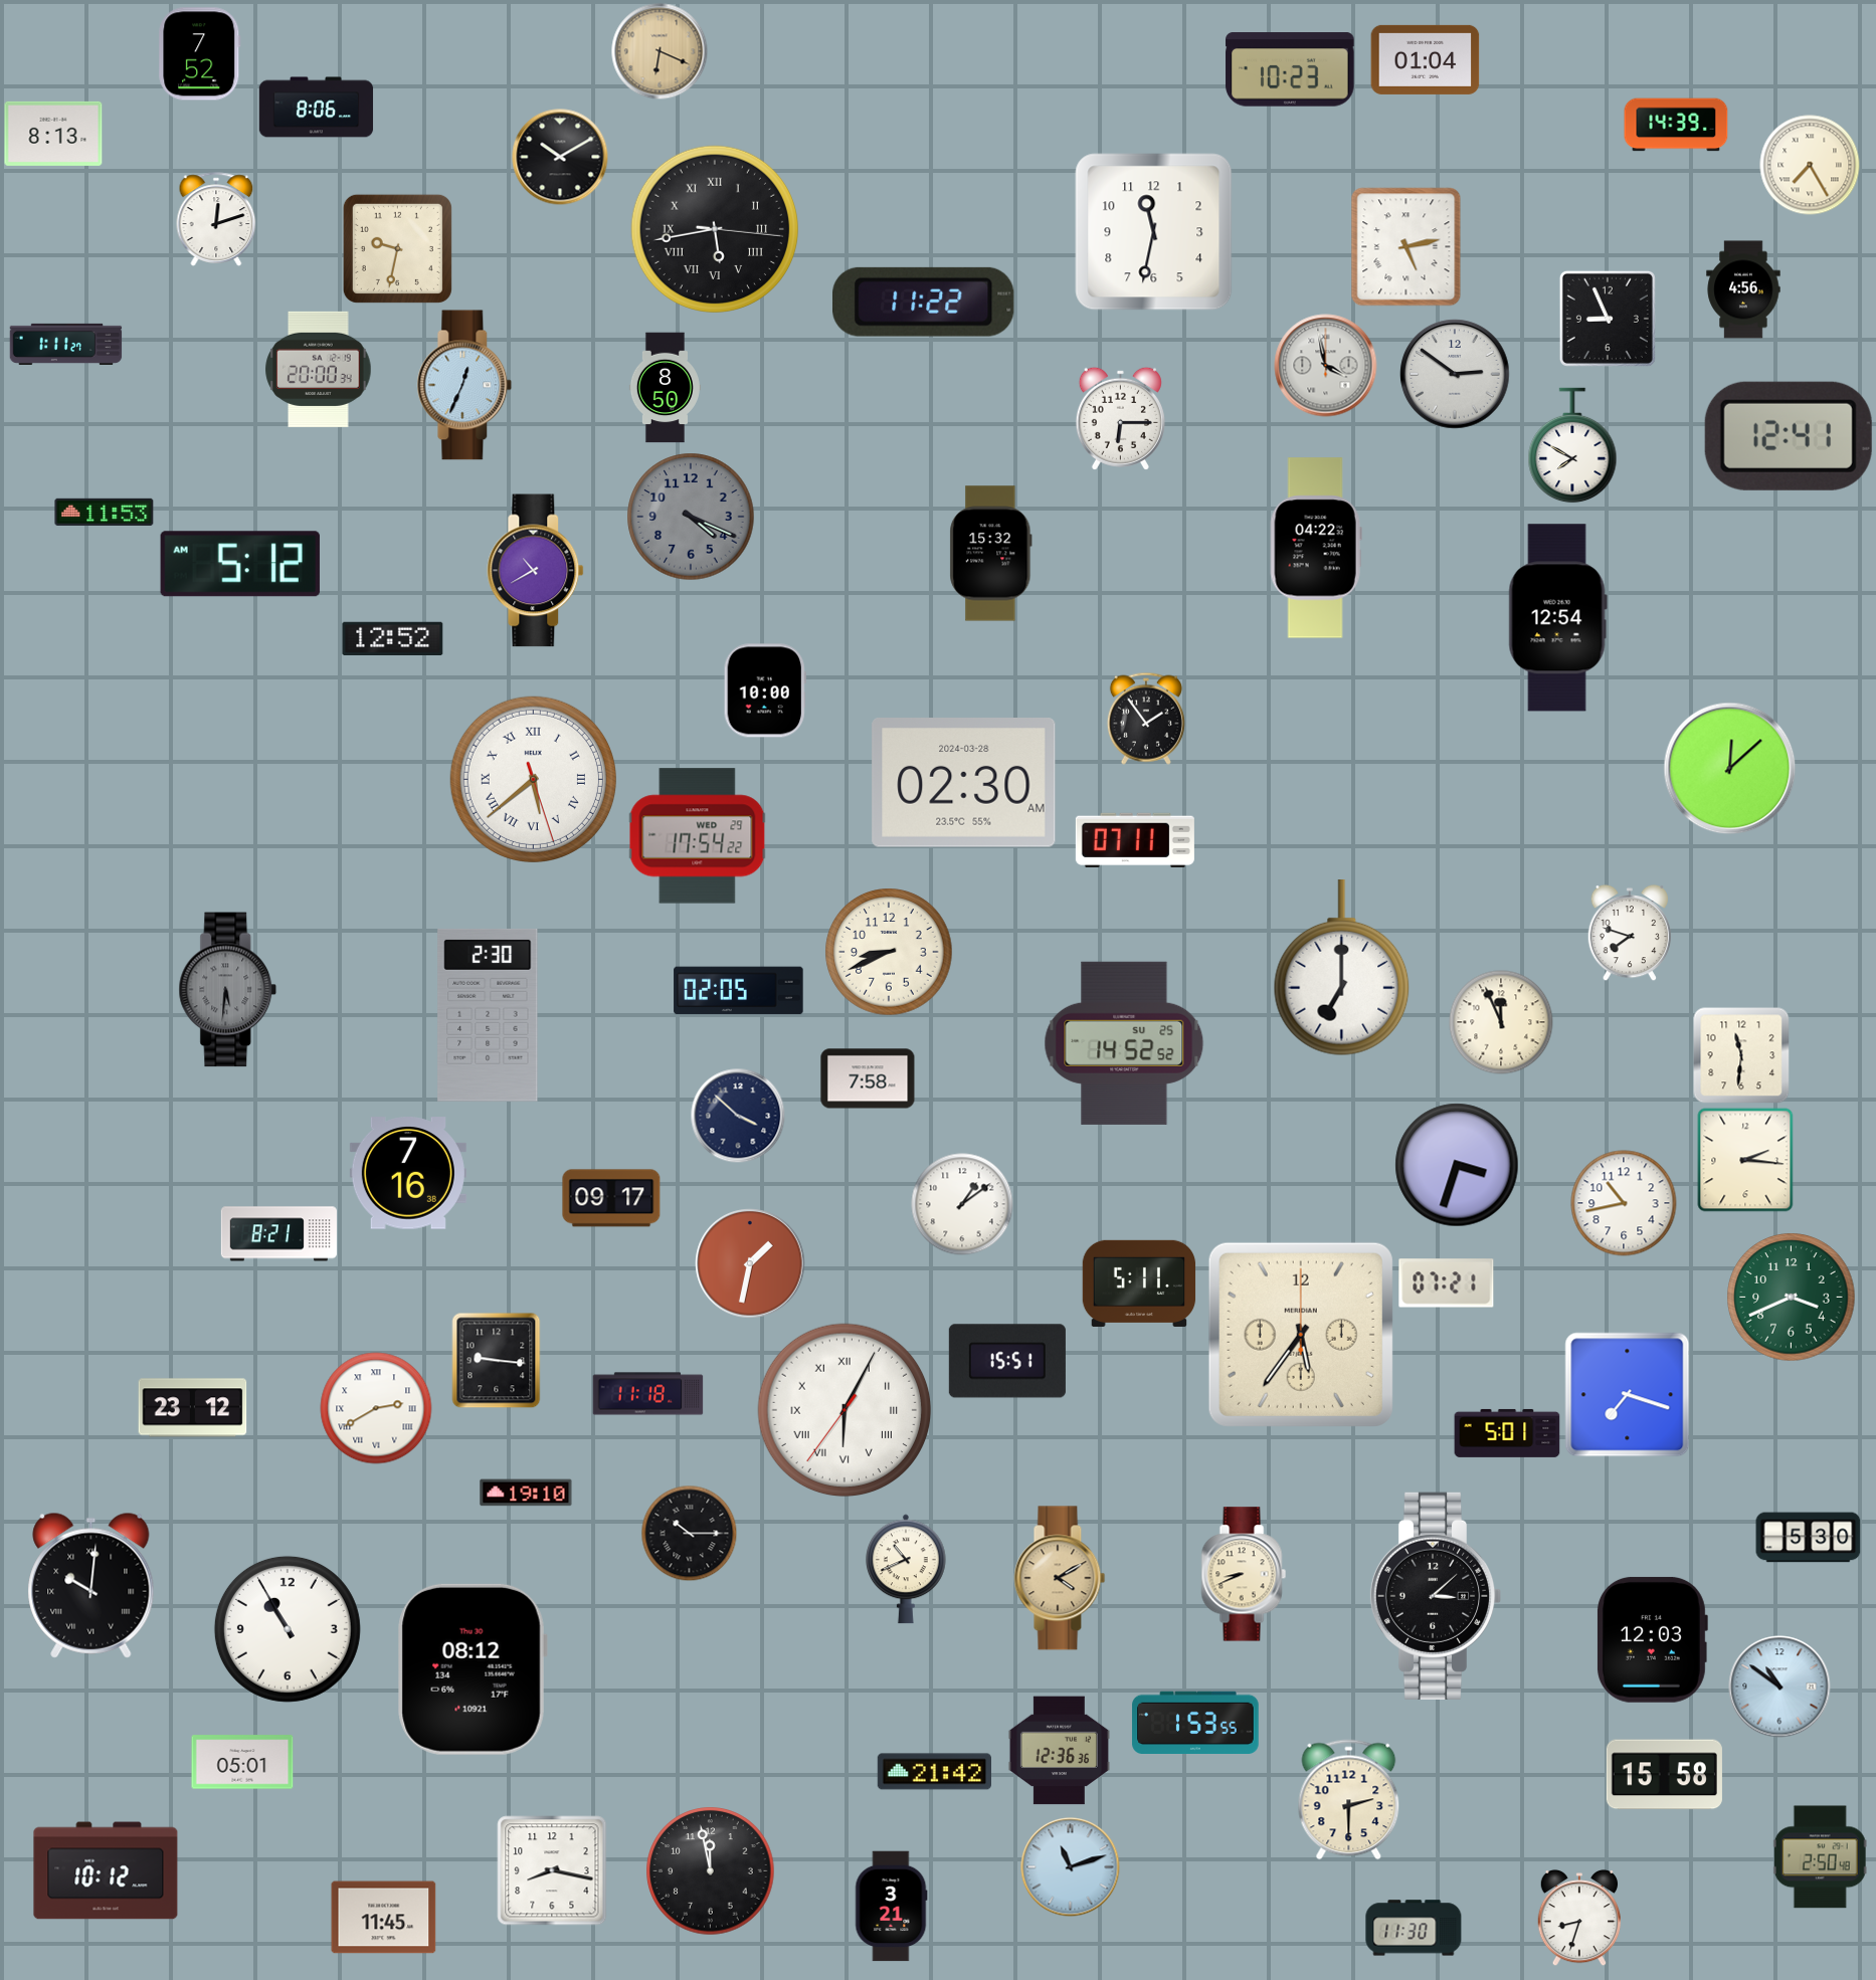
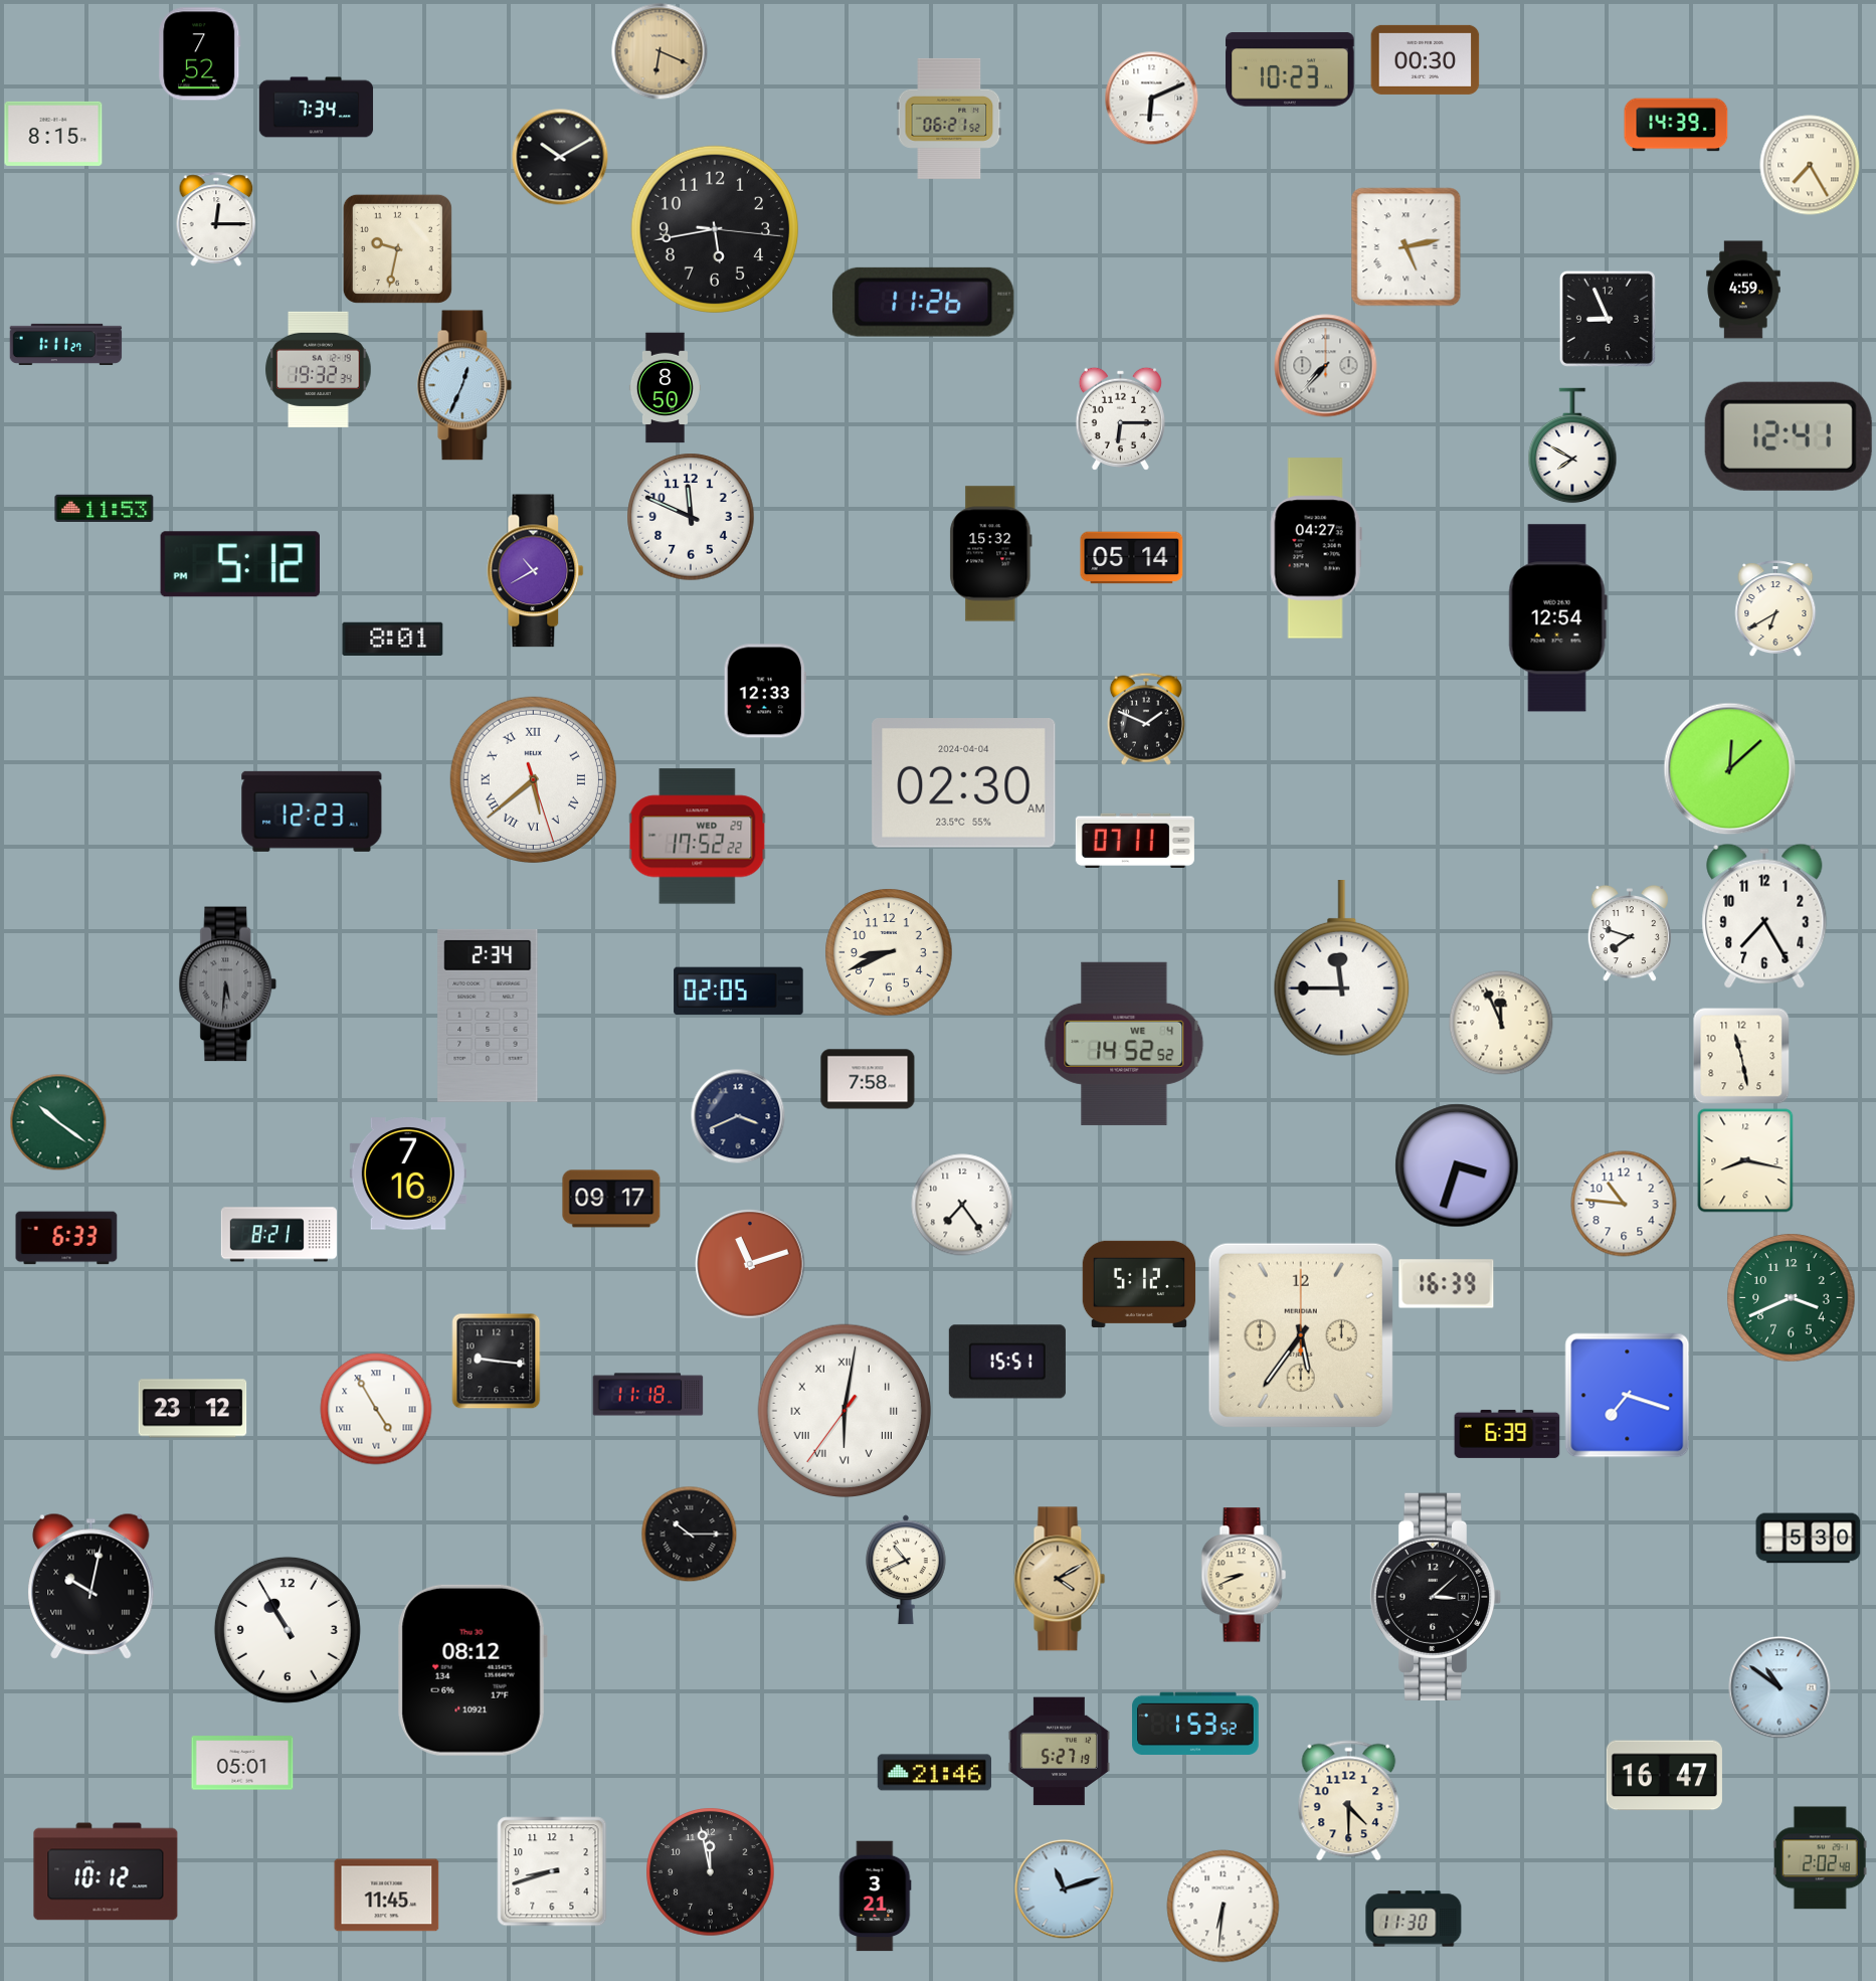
clock at (1426, 59): 01:04 -> 00:30
clock at (1151, 98): none -> 6:11
clock at (317, 108): 8:06 -> 7:34
clock at (949, 119): none -> 06:21
clock at (53, 134): 8:13 -> 8:15
clock at (216, 219): 12:12 -> 12:15
clock at (714, 228) numerals: Roman -> Arabic
clock at (1154, 232): 11:32 -> none
clock at (1743, 289): 4:56 -> 4:59
clock at (923, 302): 11:22 -> 11:26
clock at (1326, 366): 3:58 -> 7:37
clock at (319, 369): 20:00 -> 19:32
clock at (1455, 374): 2:51 -> none
clock at (105, 512) position: (105, 512) -> (105, 508)
clock at (691, 517): 4:19 -> 11:49
clock at (691, 517) dial: grey -> white
clock at (1316, 548): 04:22 -> 04:27
clock at (1132, 558): none -> 05:14
clock at (240, 564): 5:12 AM -> 5:12 PM
clock at (1775, 608): none -> 6:40
clock at (393, 639): 12:52 -> 8:01
clock at (765, 690): 10:00 -> 12:33
clock at (1146, 719): 1:54 -> 1:49
clock at (964, 783) date: 2024-03-28 -> 2024-04-04
clock at (312, 812): none -> 12:23
clock at (698, 836): 17:54 -> 17:52
clock at (1764, 916): none -> 7:25
clock at (1342, 969): 7:00 -> 11:45
clock at (228, 990) position: (228, 990) -> (228, 984)
clock at (488, 1015): 2:30 -> 2:34
clock at (1124, 1043) date: SU 25 -> WE 4
clock at (1741, 1055): 11:31 -> 11:28
clock at (738, 1116): 3:52 -> 3:41
clock at (58, 1122): none -> 10:21
clock at (1745, 1160): 2:16 -> 8:17
clock at (1624, 1203): 10:43 -> 10:46
clock at (962, 1204): 1:09 -> 7:24
clock at (66, 1238): none -> 6:33
clock at (750, 1263): 1:32 -> 11:12
clock at (1139, 1283): 5:11 -> 5:12
clock at (1447, 1283): 07:21 -> 16:39
clock at (376, 1408): 2:40 -> 4:55
clock at (845, 1410): 6:04 -> 6:01
clock at (1507, 1433): 5:01 -> 6:39
clock at (526, 1493): 19:10 -> none
clock at (91, 1585): 10:01 -> 10:02
clock at (1652, 1639): 12:03 -> none
clock at (1195, 1722): 1:53:55 -> 1:53:52
clock at (1059, 1751): 12:36 -> 5:27
clock at (934, 1772): 21:42 -> 21:46
clock at (1664, 1775): 15:58 -> 16:47
clock at (1349, 1800): 2:30 -> 4:30
clock at (1820, 1857): 2:50 -> 2:02
clock at (1071, 1867) position: (1071, 1867) -> (1065, 1889)
clock at (552, 1870): 8:17 -> 8:42
clock at (1224, 1907): none -> 6:31
clock at (891, 1907) position: (891, 1907) -> (875, 1897)
clock at (384, 1918) position: (384, 1918) -> (387, 1896)
clock at (1578, 1918): 8:33 -> none
clock at (1414, 1928) position: (1414, 1928) -> (1414, 1919)
